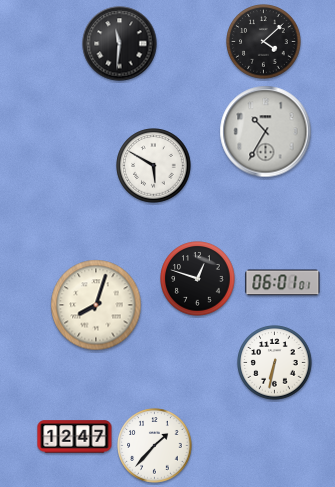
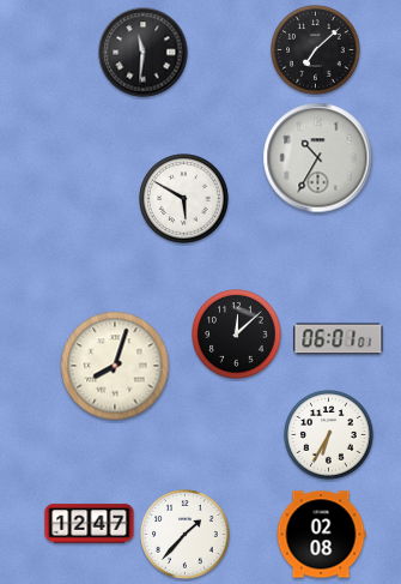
clock at (264, 42): 4:08 -> 7:08
clock at (198, 279): 12:48 -> 12:08
clock at (275, 363): 6:32 -> 6:35
clock at (321, 535): none -> 02:08
